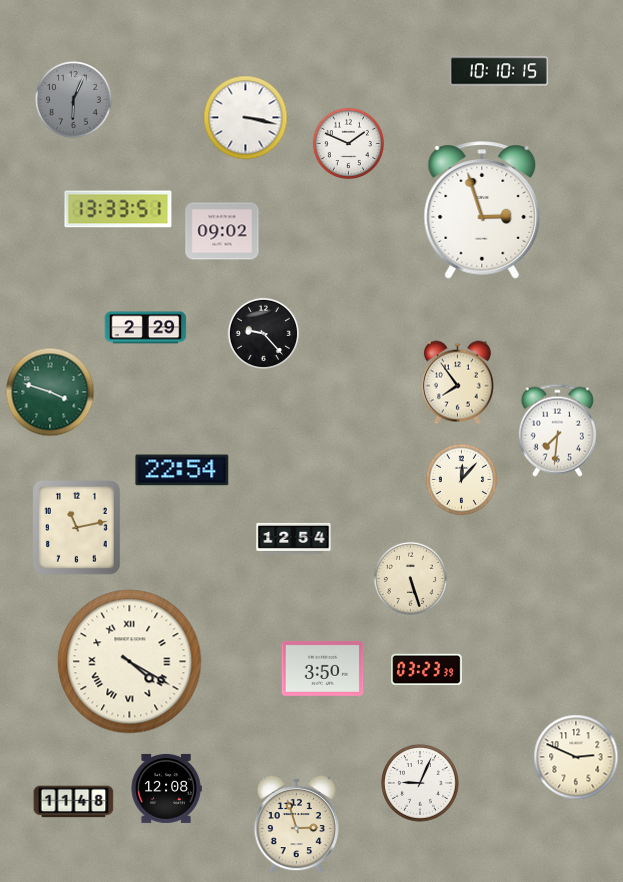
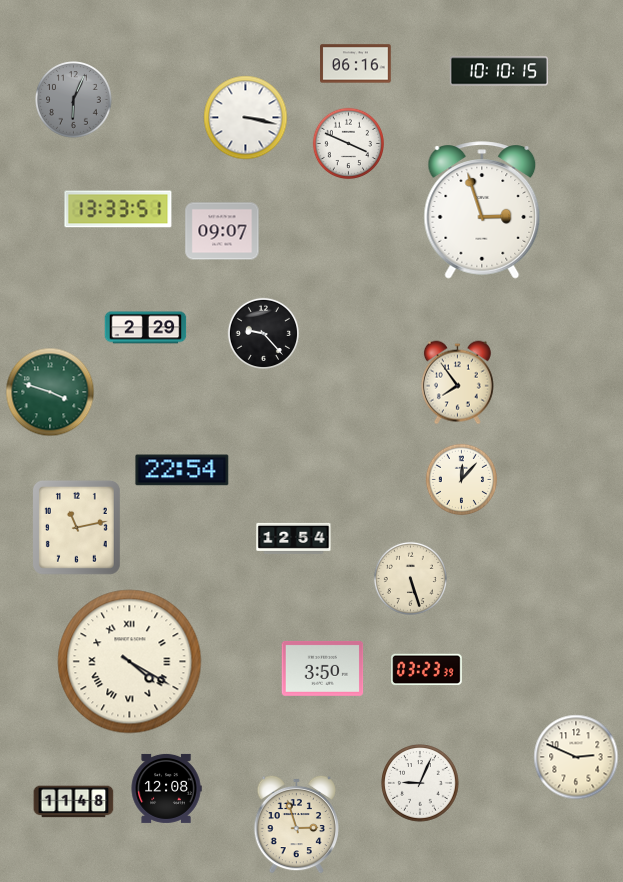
clock at (356, 64): none -> 06:16
clock at (348, 143): 1:49 -> 3:49
clock at (222, 231): 09:02 -> 09:07
clock at (557, 430): 7:31 -> none
